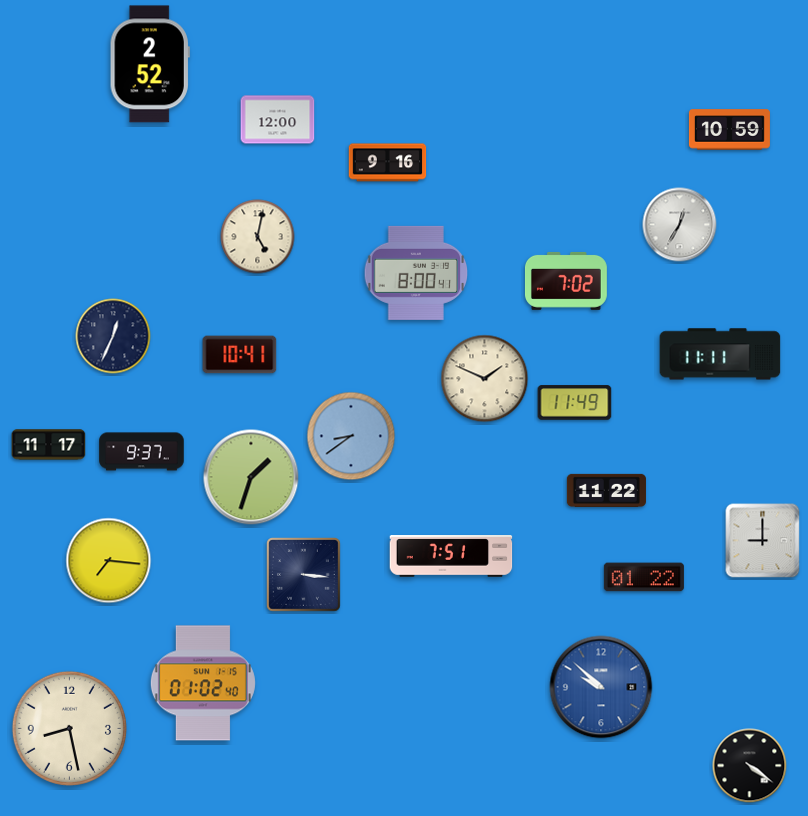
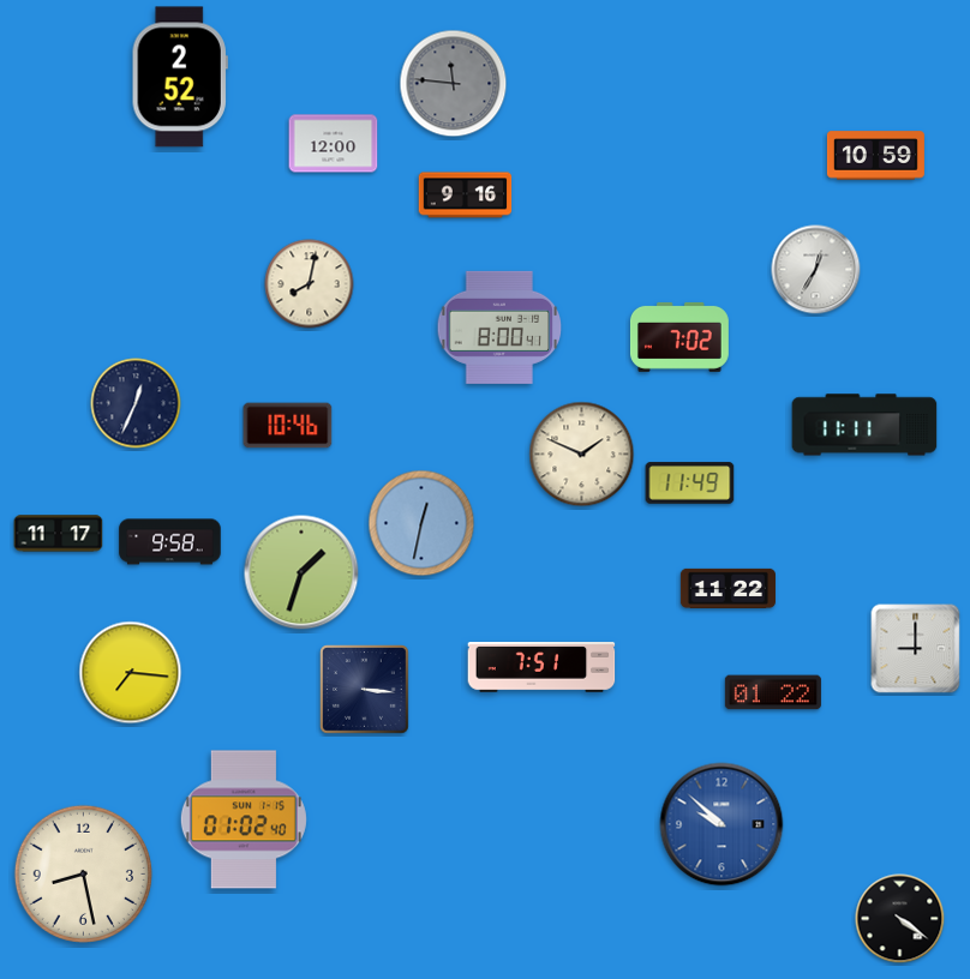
clock at (454, 84): none -> 11:46
clock at (258, 237): 5:02 -> 8:02
clock at (240, 355): 10:41 -> 10:46
clock at (351, 436): 8:39 -> 12:32
clock at (142, 452): 9:37 -> 9:58
